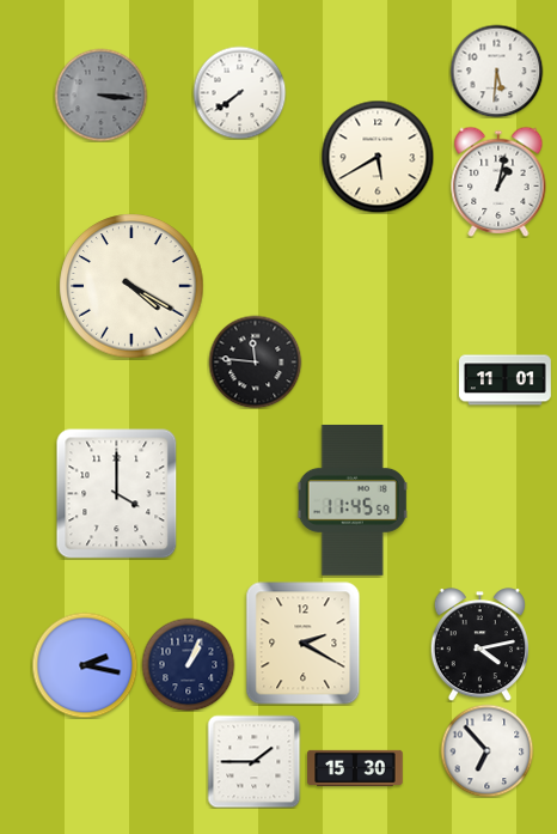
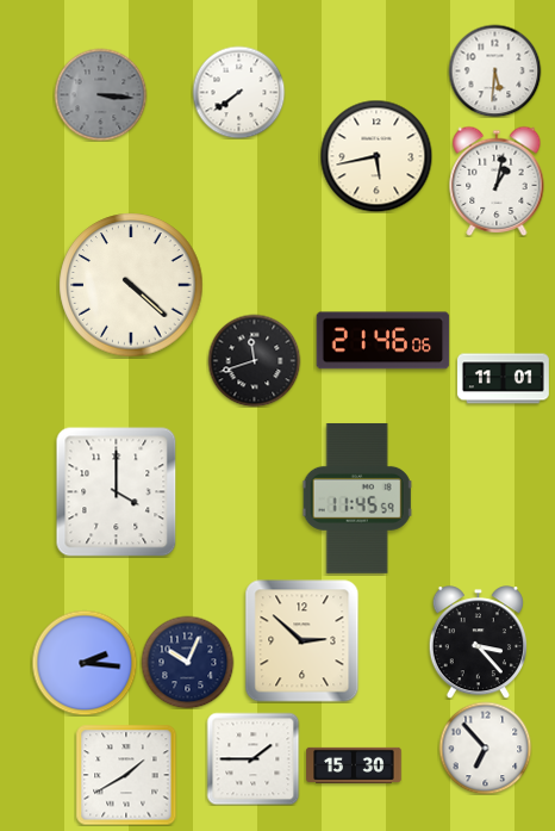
clock at (378, 157): 5:40 -> 5:43
clock at (131, 286): 4:20 -> 4:22
clock at (383, 341): none -> 21:46
clock at (255, 361): 11:46 -> 11:42
clock at (353, 500) position: (353, 500) -> (357, 498)
clock at (304, 644): 2:20 -> 2:52
clock at (479, 645): 4:13 -> 3:23
clock at (188, 664): 1:04 -> 10:04
clock at (85, 665): 2:17 -> 2:16
clock at (126, 775): none -> 1:40
